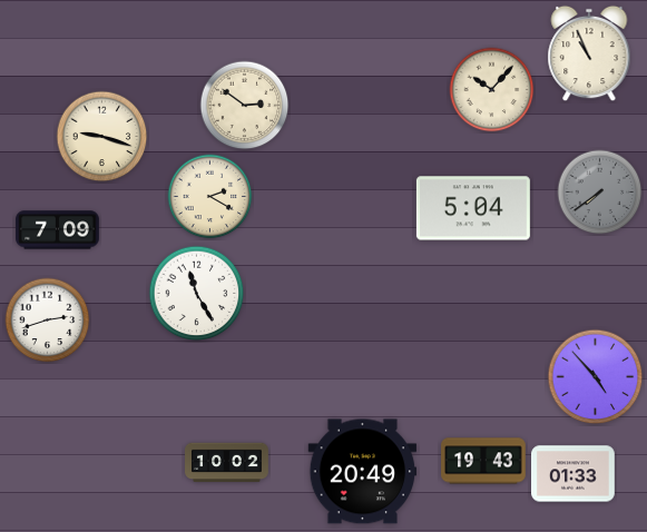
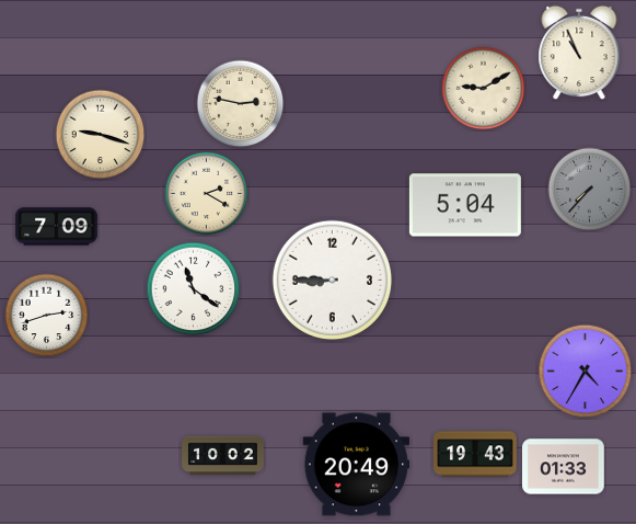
clock at (492, 90): 10:07 -> 9:10
clock at (245, 106): 2:51 -> 2:47
clock at (600, 193): 7:39 -> 7:37
clock at (332, 280): none -> 8:45
clock at (197, 294): 11:25 -> 11:21
clock at (596, 377): 4:53 -> 4:35
